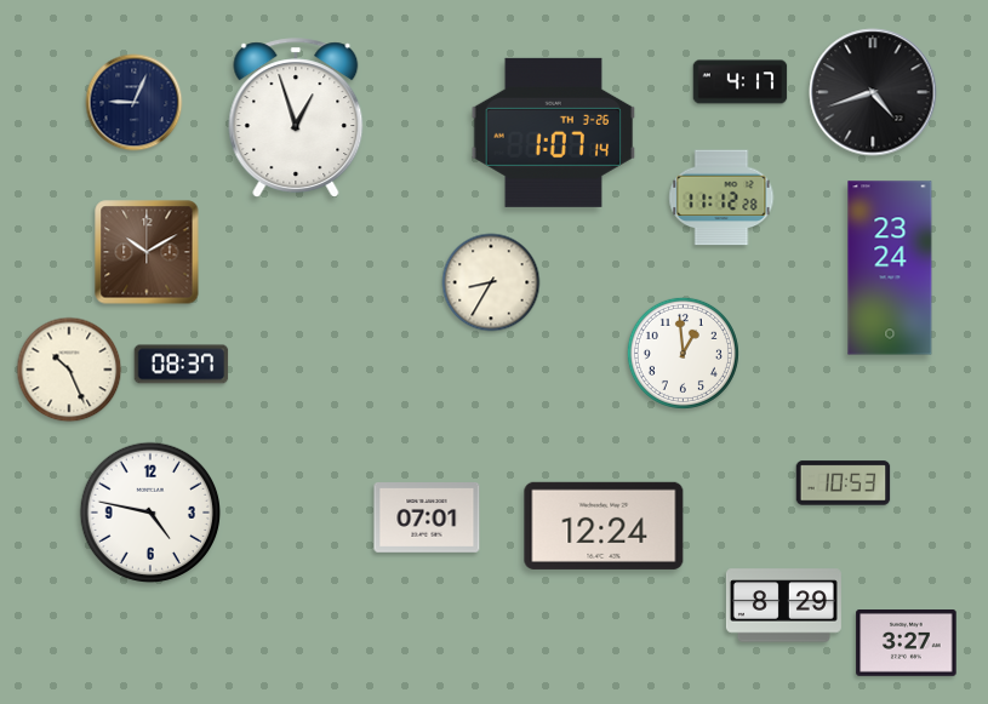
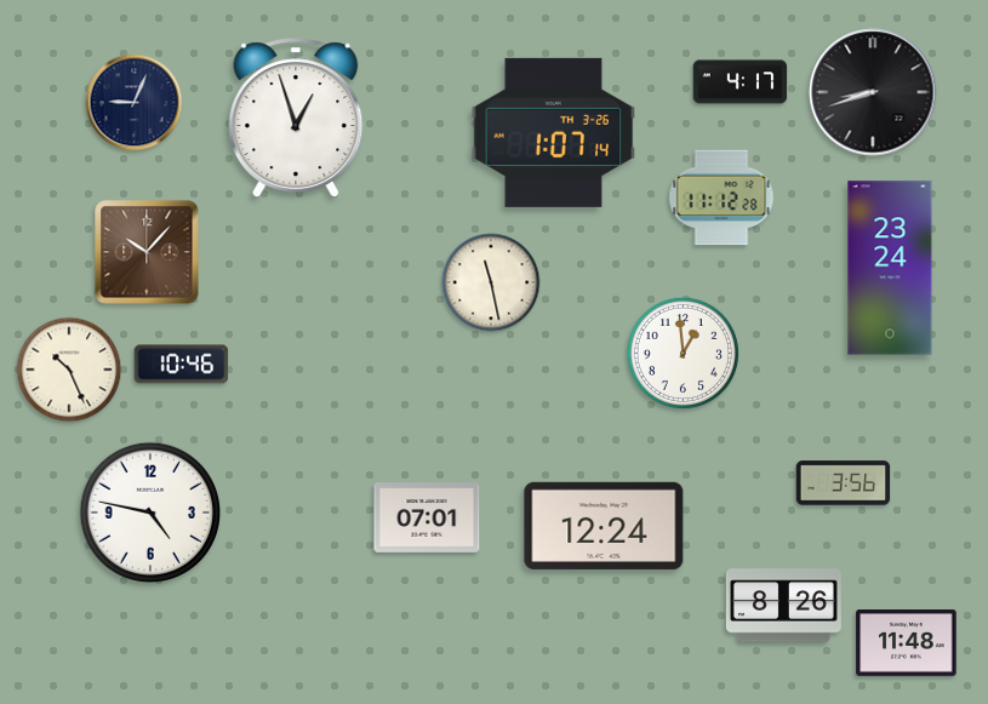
clock at (873, 92): 4:42 -> 8:42
clock at (147, 252): 10:10 -> 10:07
clock at (491, 282): 8:35 -> 11:28
clock at (182, 365): 08:37 -> 10:46
clock at (844, 483): 10:53 -> 3:56
clock at (783, 606): 8:29 -> 8:26
clock at (907, 643): 3:27 -> 11:48
